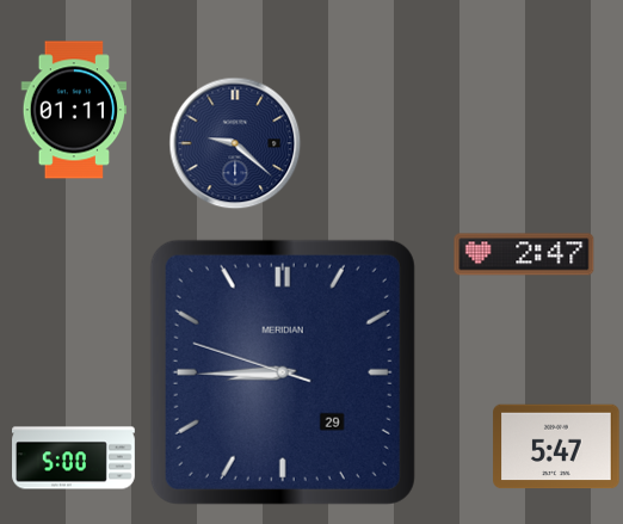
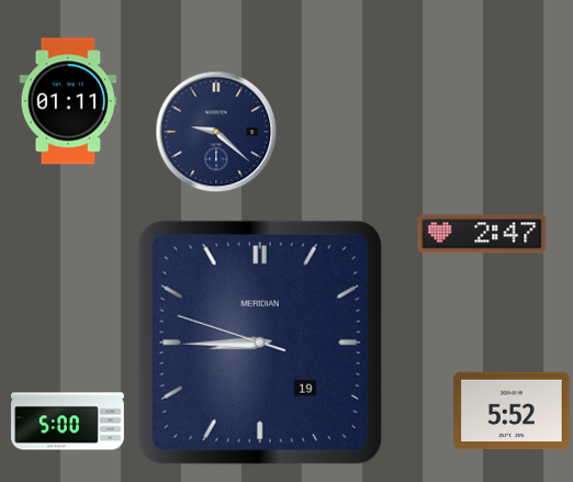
clock at (283, 372) date: 29 -> 19
clock at (556, 446): 5:47 -> 5:52
